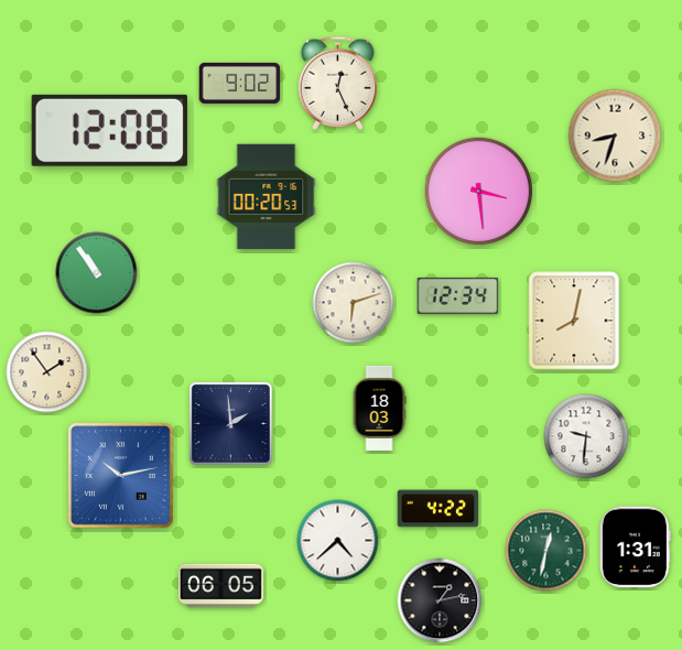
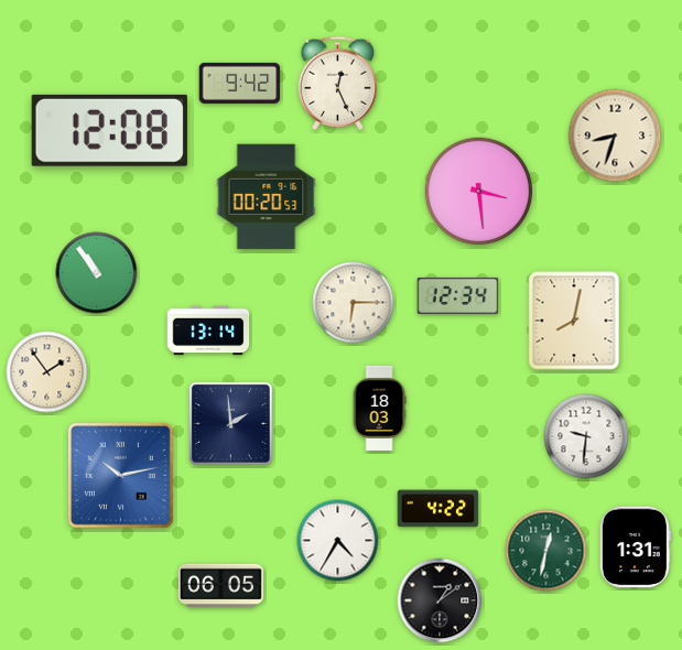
clock at (240, 83): 9:02 -> 9:42
clock at (354, 303): 6:12 -> 6:15
clock at (208, 331): none -> 13:14
clock at (338, 541): 4:38 -> 4:35
clock at (440, 600): 1:13 -> 1:09
